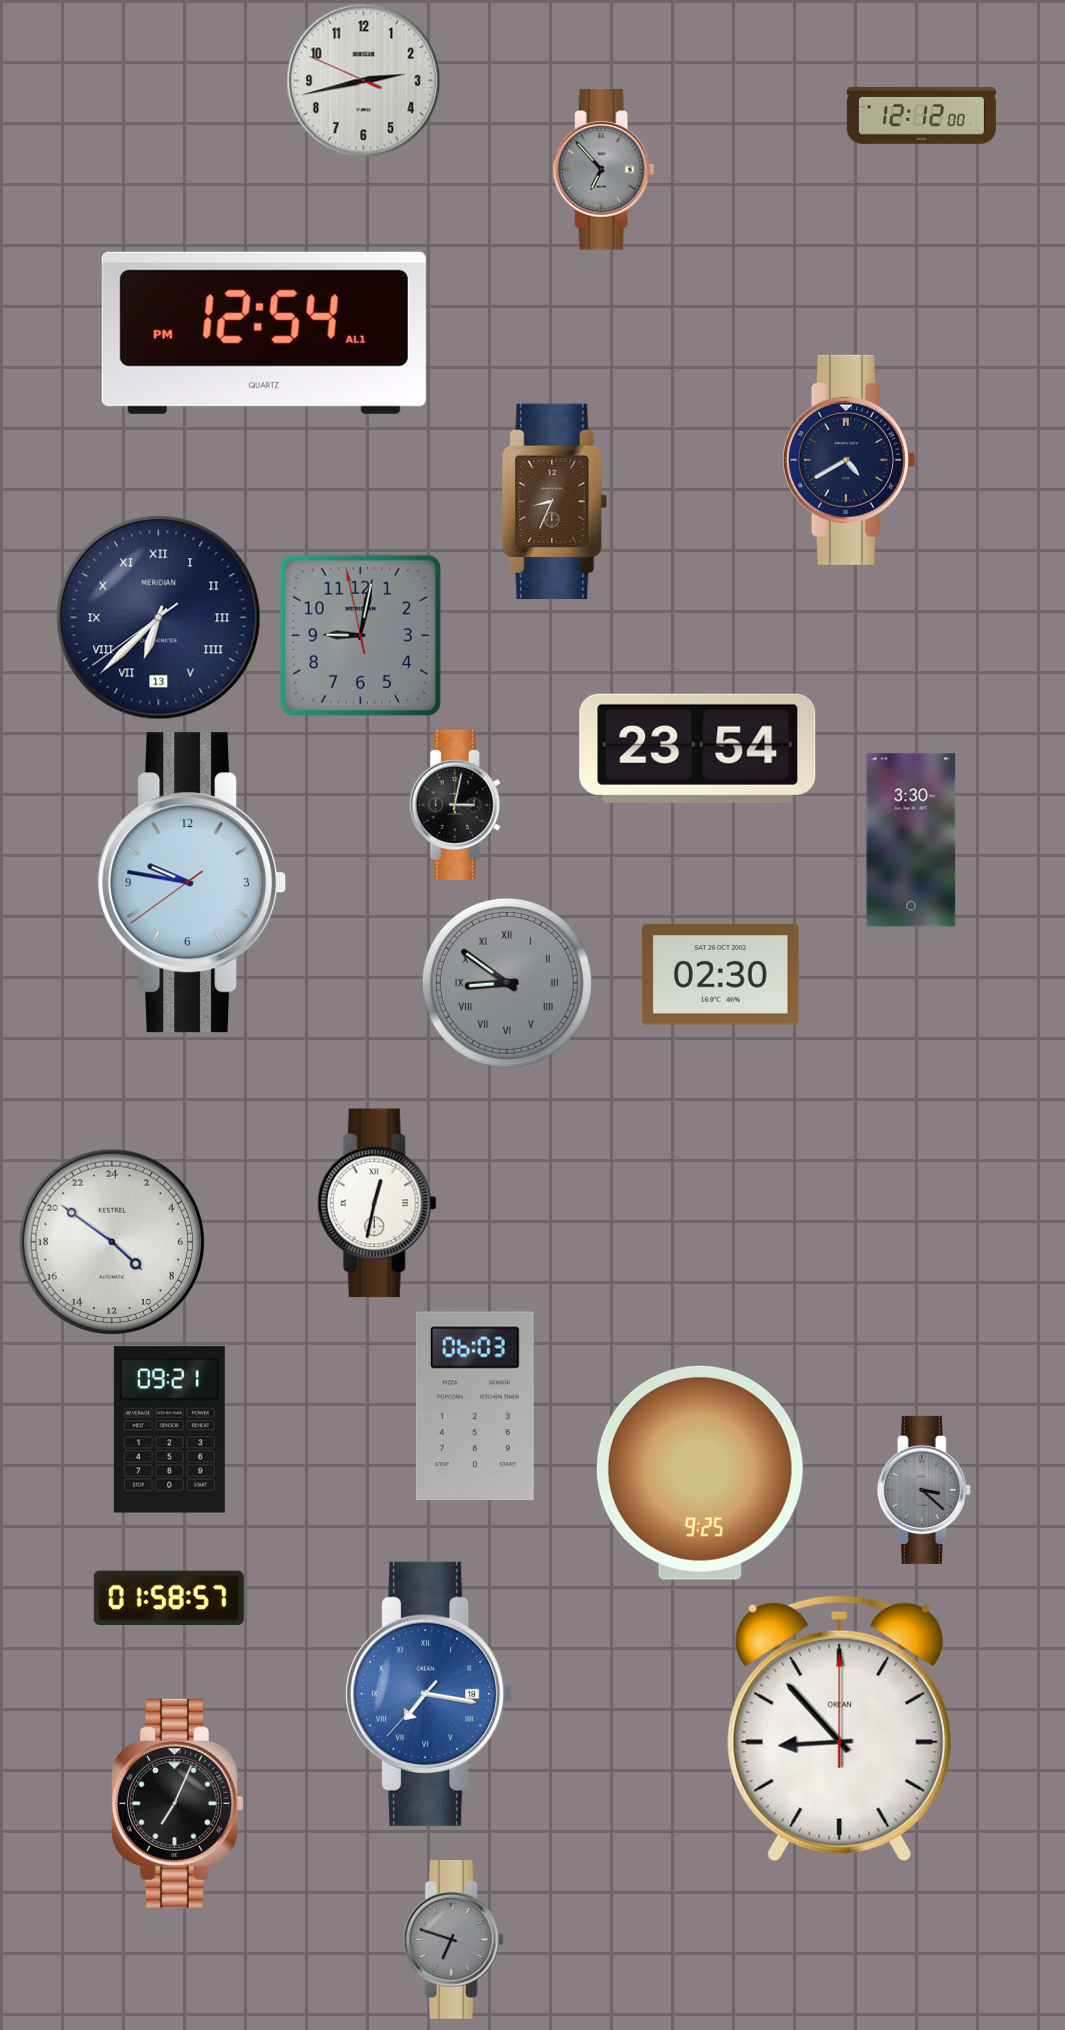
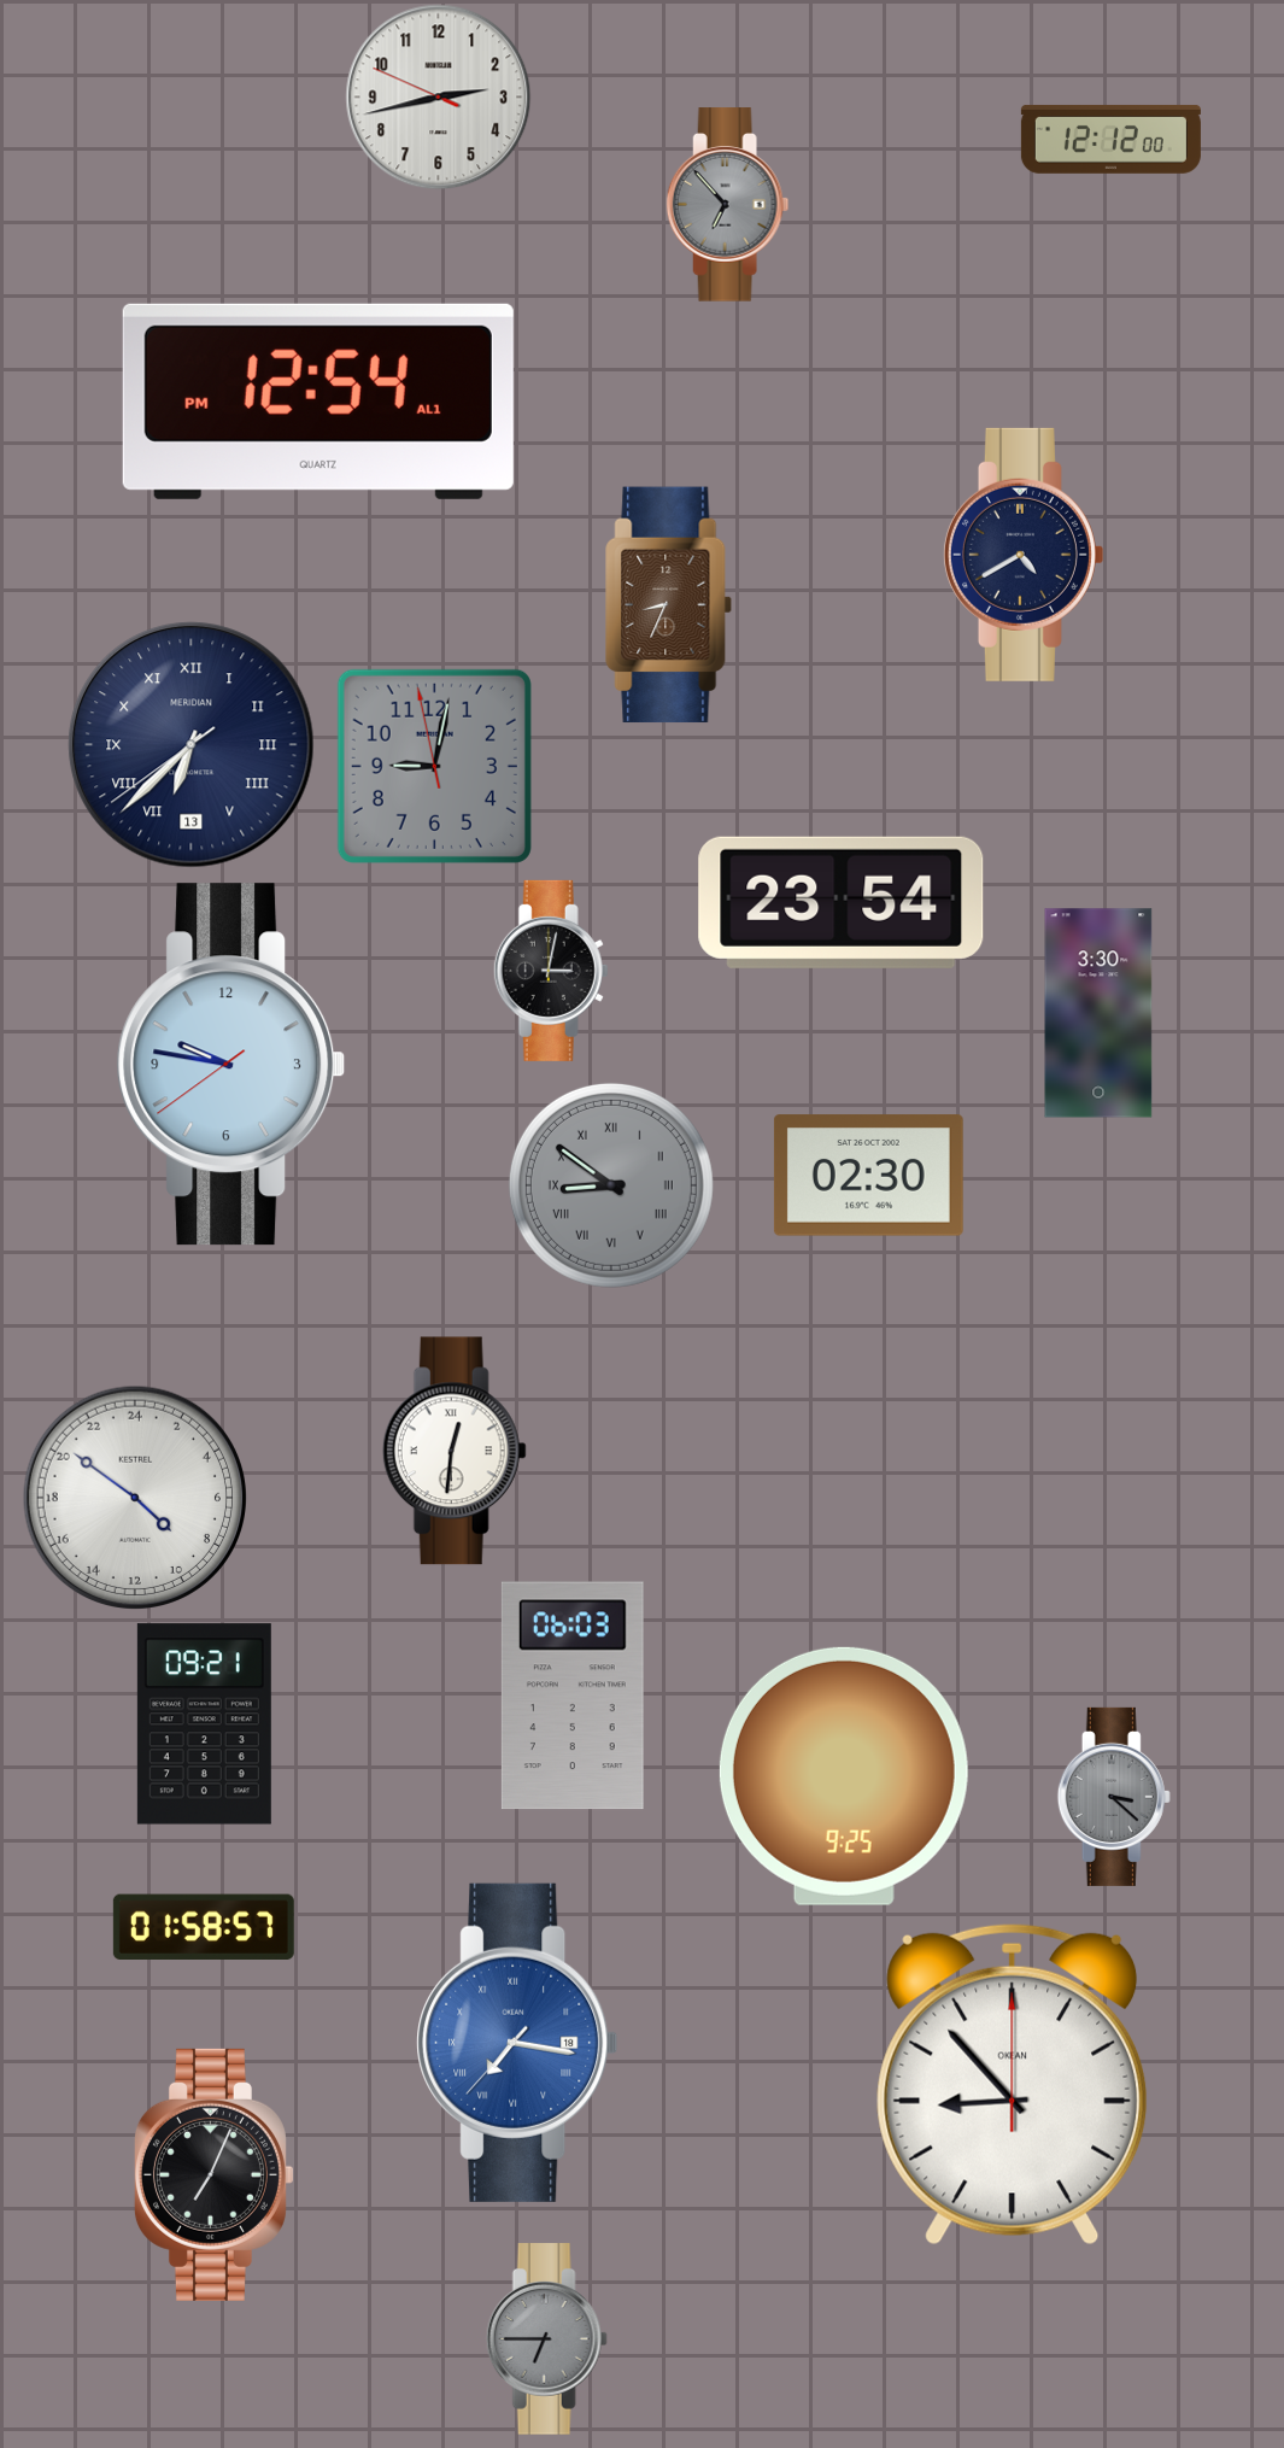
clock at (377, 1203): 12:32 -> 12:31
clock at (453, 1940): 6:48 -> 6:45
